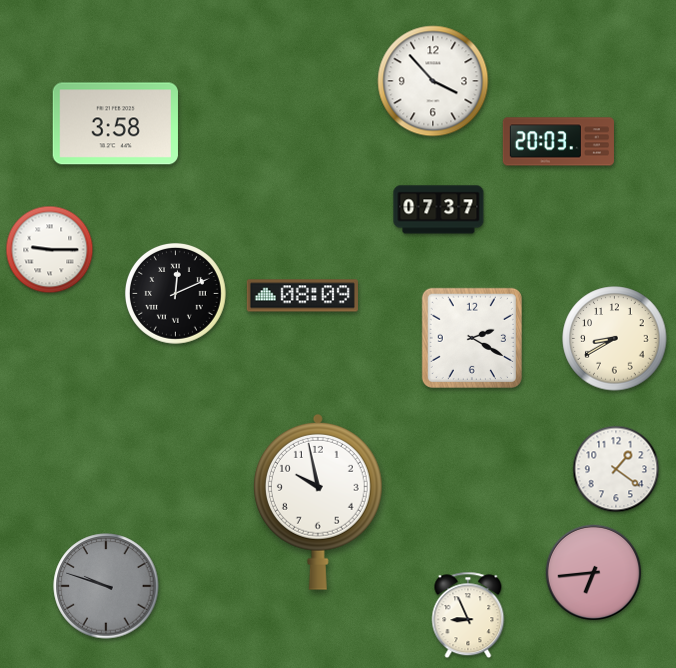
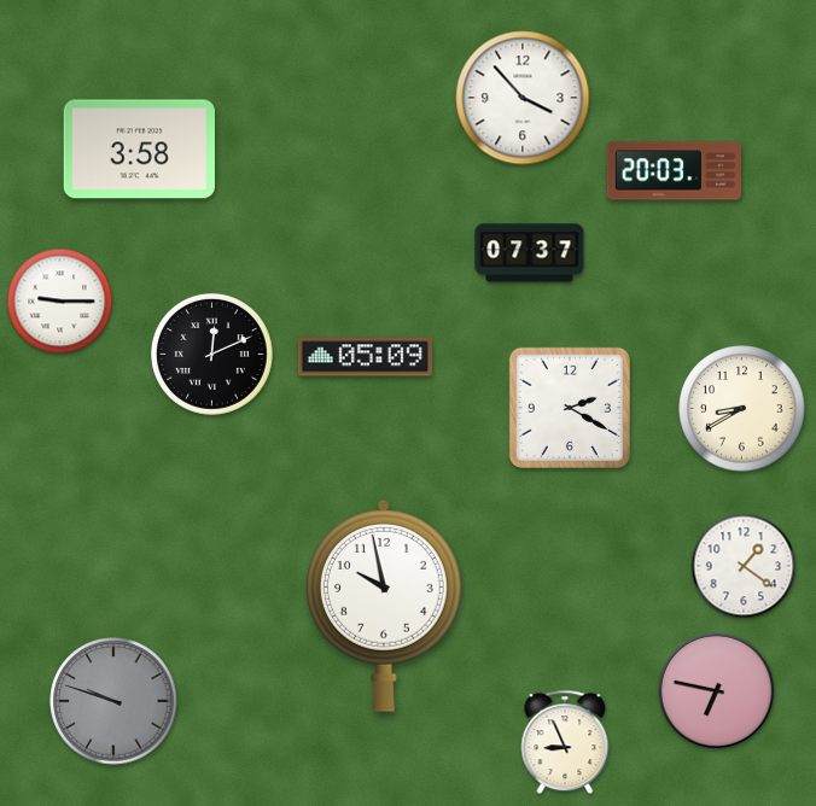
clock at (302, 296): 08:09 -> 05:09
clock at (594, 573): 6:44 -> 6:47
clock at (106, 586) position: (106, 586) -> (113, 701)
